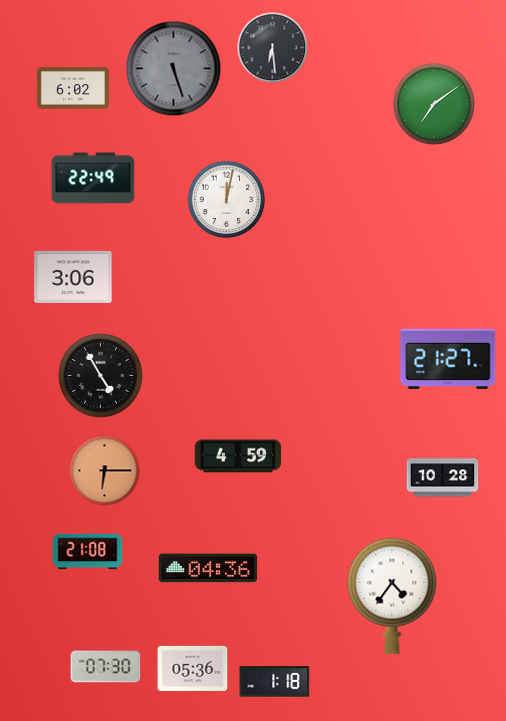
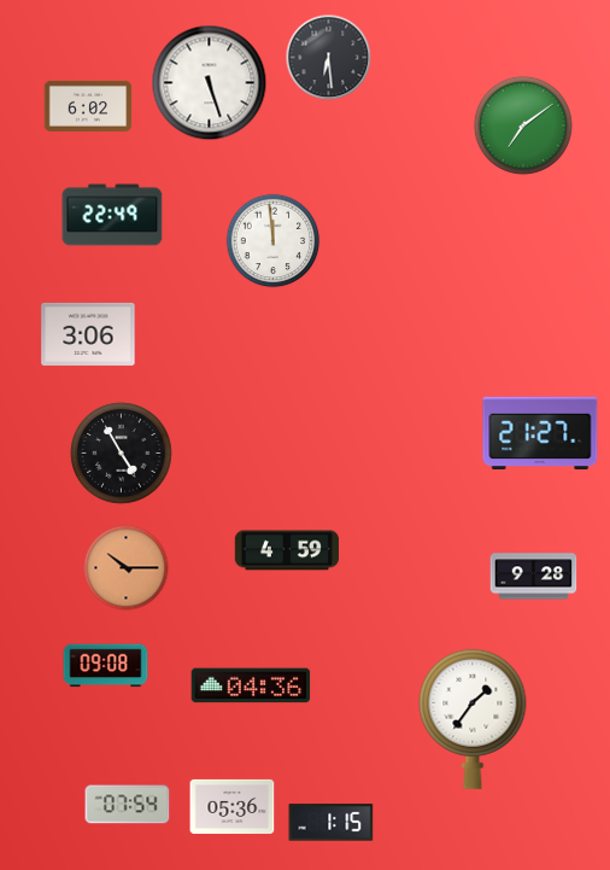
clock at (174, 69) dial: grey -> white
clock at (227, 200): 12:02 -> 11:59
clock at (105, 471): 6:15 -> 10:15
clock at (443, 478): 10:28 -> 9:28
clock at (88, 552): 21:08 -> 09:08
clock at (392, 596): 4:36 -> 1:36
clock at (106, 667): 07:30 -> 07:54
clock at (275, 682): 1:18 -> 1:15
